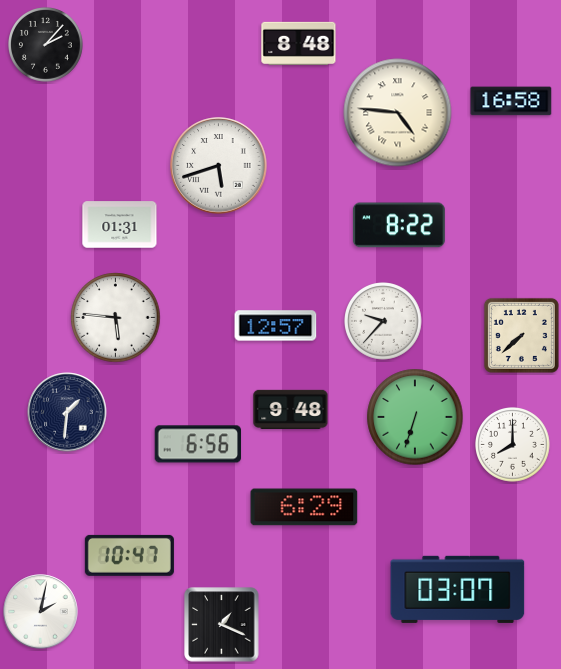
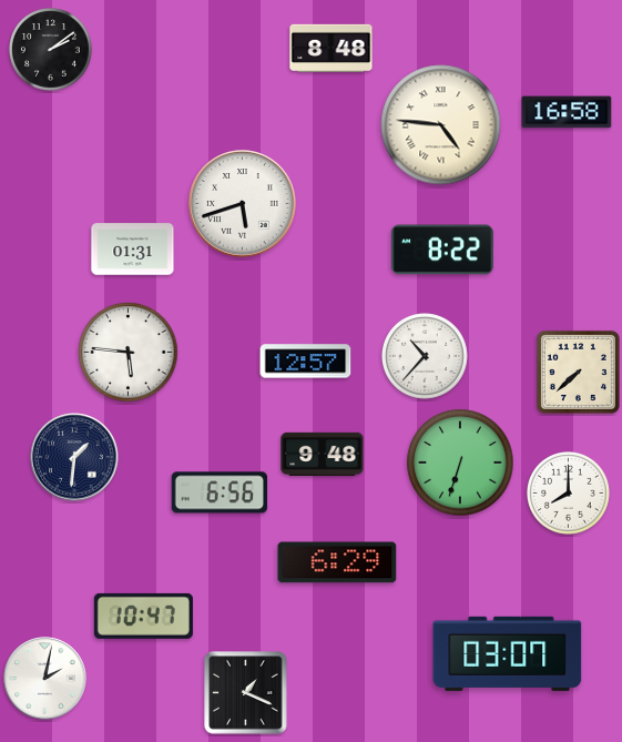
clock at (46, 45): 2:07 -> 2:09
clock at (219, 166) position: (219, 166) -> (243, 204)
clock at (383, 321): 9:37 -> 10:37
